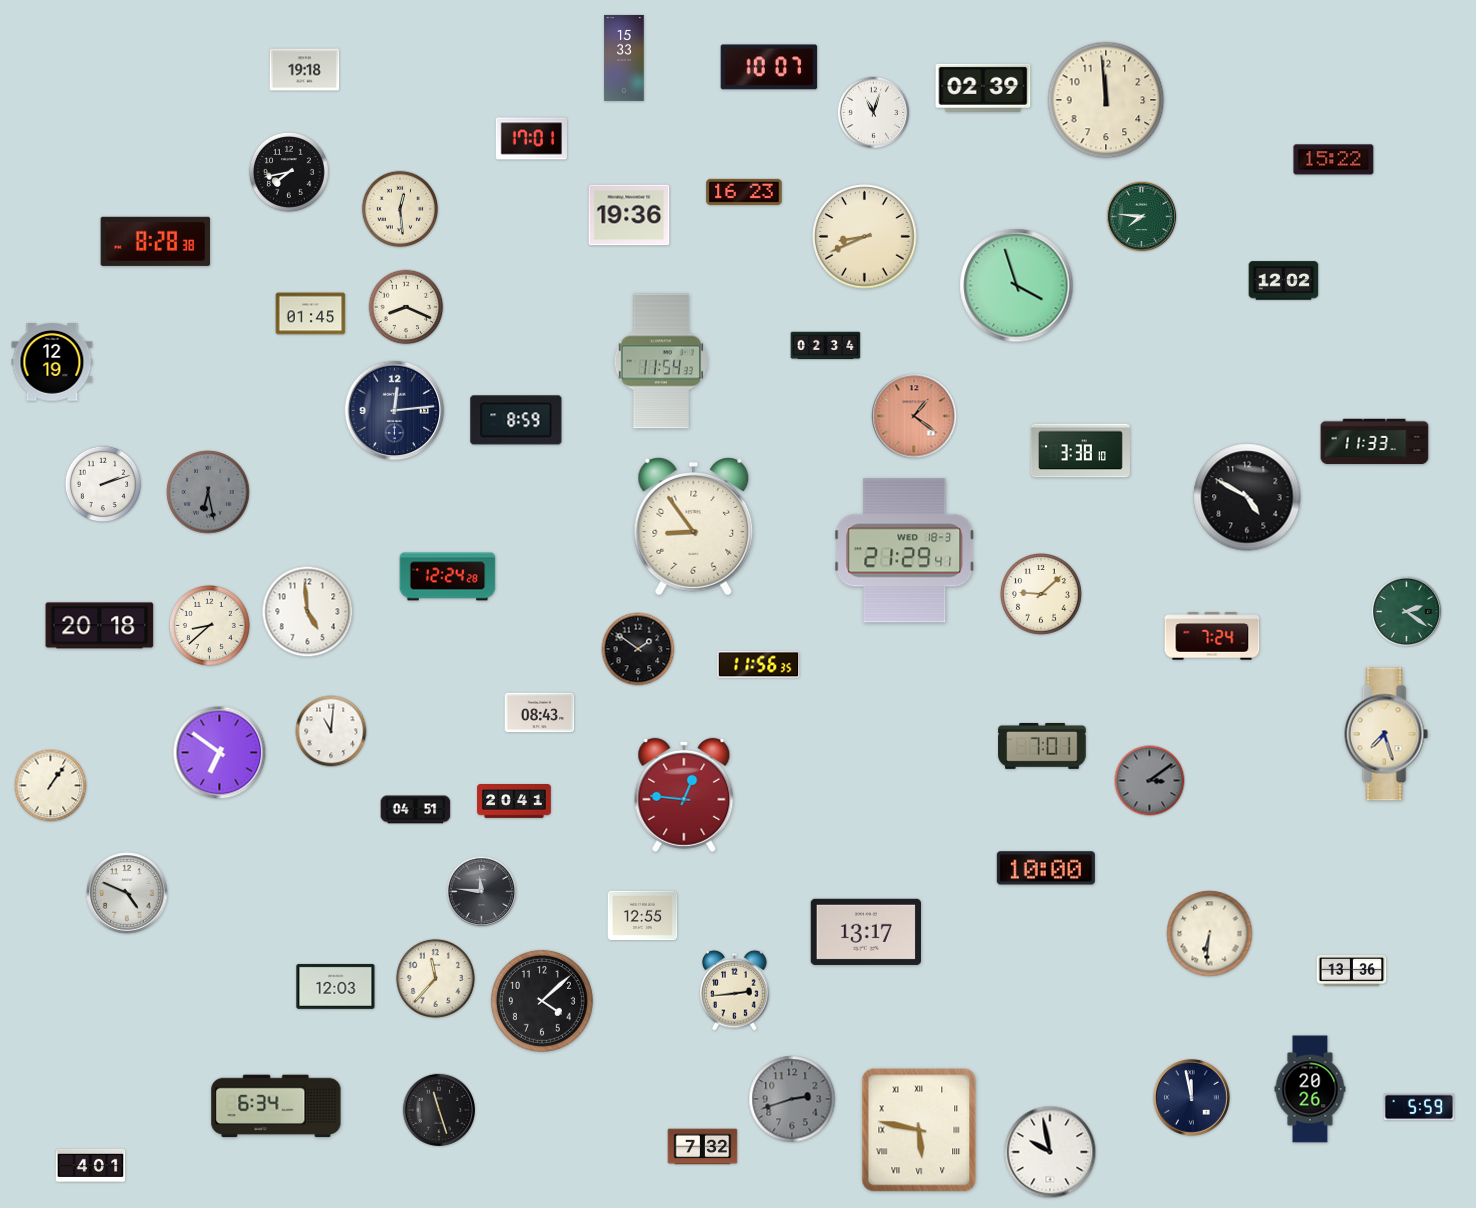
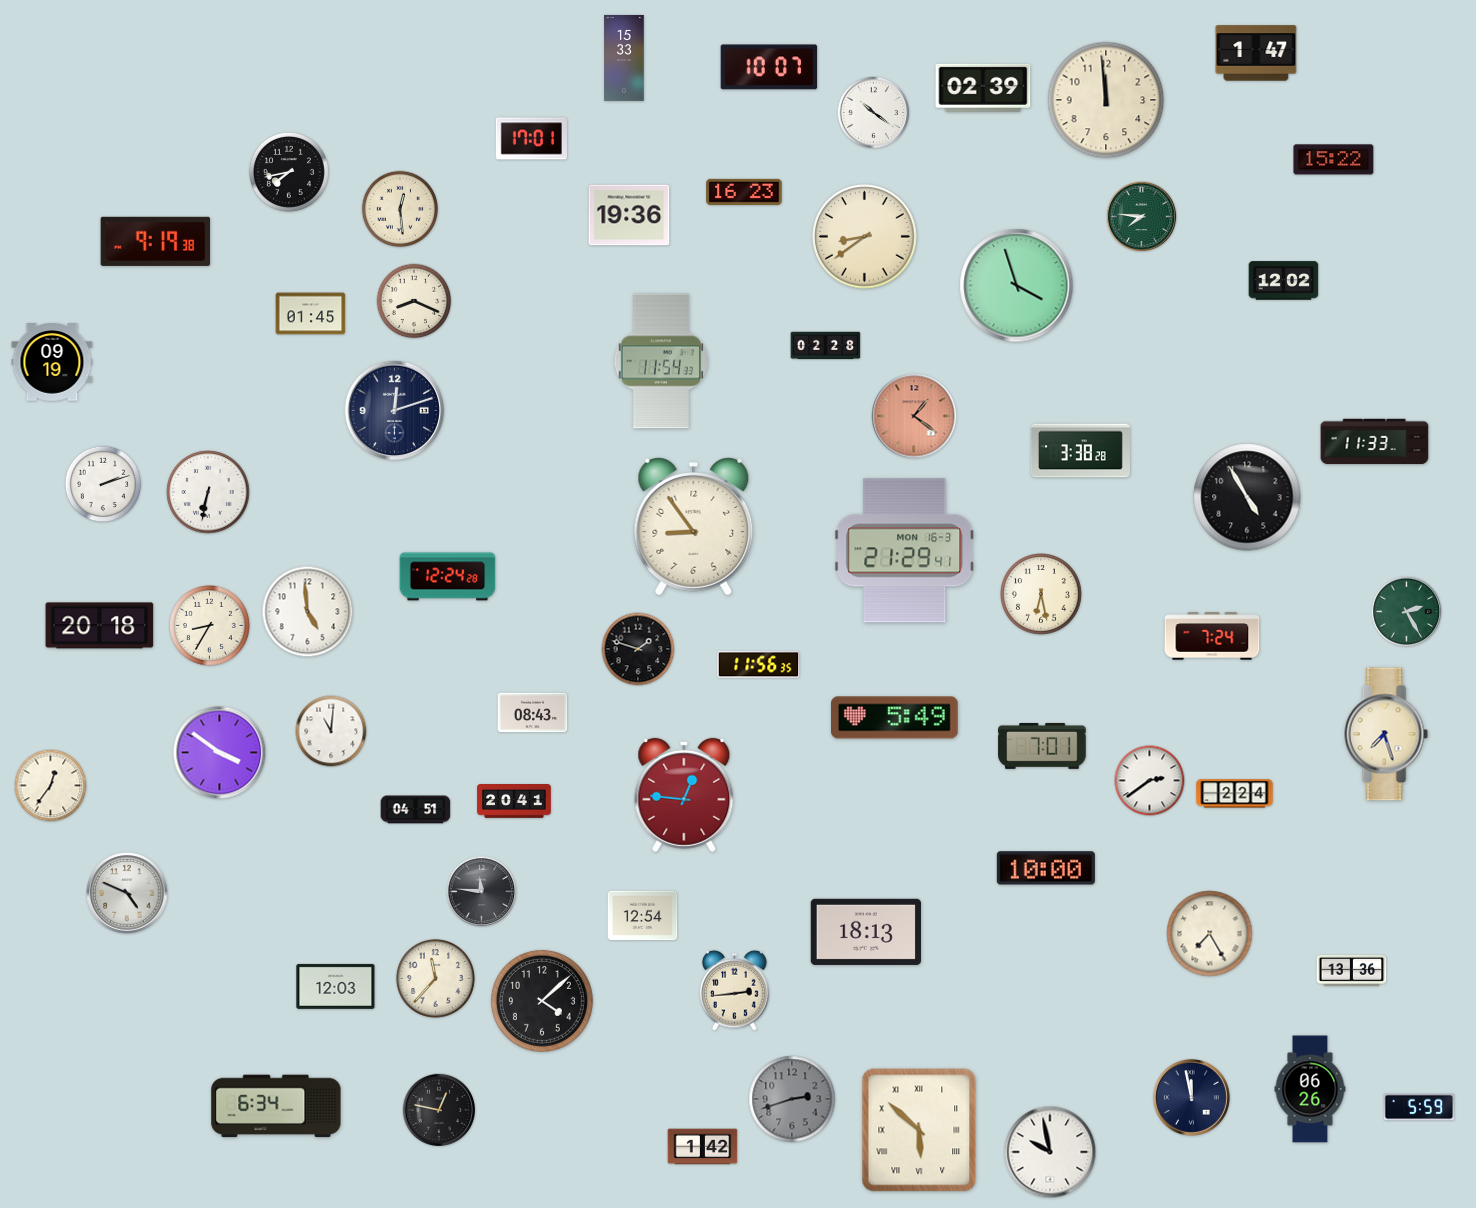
clock at (1256, 53): none -> 1:47
clock at (305, 70): 19:18 -> none
clock at (874, 113): 11:03 -> 10:21
clock at (865, 237): 8:41 -> 8:39
clock at (156, 241): 8:28 -> 9:19
clock at (406, 307) position: (406, 307) -> (414, 301)
clock at (826, 346): 02:34 -> 02:28
clock at (52, 363): 12:19 -> 09:19
clock at (395, 411): 12:14 -> 12:12
clock at (516, 420): 8:59 -> none
clock at (1080, 451): 3:38:10 -> 3:38:28
clock at (208, 492): 6:28 -> 6:32
clock at (208, 492) dial: grey -> white
clock at (1247, 497): 4:50 -> 4:55
clock at (905, 551) date: WED 18-3 -> MON 16-3
clock at (1041, 594): 9:08 -> 6:28
clock at (1407, 612): 2:21 -> 2:25
clock at (210, 626): 8:38 -> 8:35
clock at (638, 649): 1:51 -> 1:48
clock at (540, 713) position: (540, 713) -> (533, 713)
clock at (895, 718): none -> 5:49
clock at (220, 753): 6:51 -> 3:51
clock at (1150, 781): 3:09 -> 2:39
clock at (1150, 781) dial: grey -> white
clock at (51, 786): 1:06 -> 12:36
clock at (1235, 794): none -> 2:24
clock at (643, 916): 12:55 -> 12:54
clock at (865, 932): 13:17 -> 18:13
clock at (1210, 934): 6:31 -> 7:25
clock at (1310, 1089): 20:26 -> 06:26
clock at (438, 1109): 11:27 -> 12:47
clock at (919, 1130): 5:47 -> 5:52
clock at (703, 1147): 7:32 -> 1:42
clock at (91, 1165): 4:01 -> none
